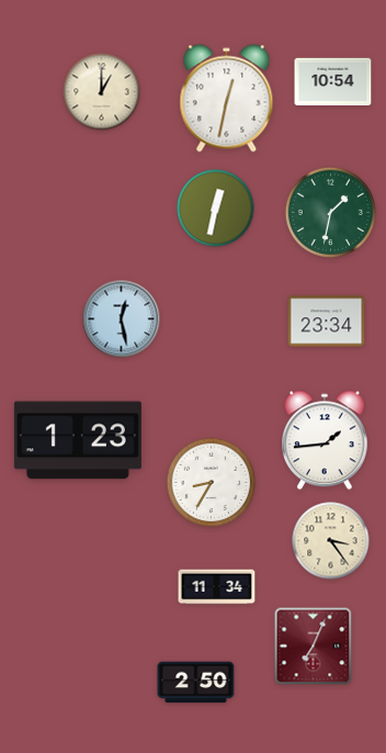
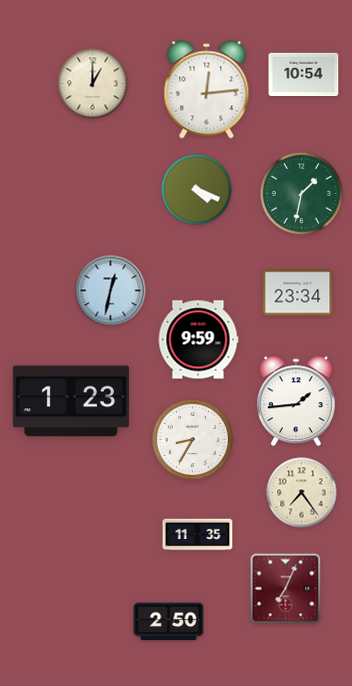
clock at (227, 99): 12:32 -> 12:14
clock at (216, 209): 12:32 -> 4:19
clock at (122, 319): 12:28 -> 12:32
clock at (198, 340): none -> 9:59
clock at (331, 541): 3:24 -> 7:24
clock at (217, 587): 11:34 -> 11:35
clock at (196, 683) position: (196, 683) -> (169, 622)
